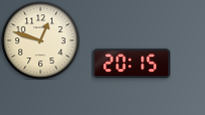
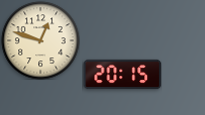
clock at (131, 64) position: (131, 64) -> (122, 75)
